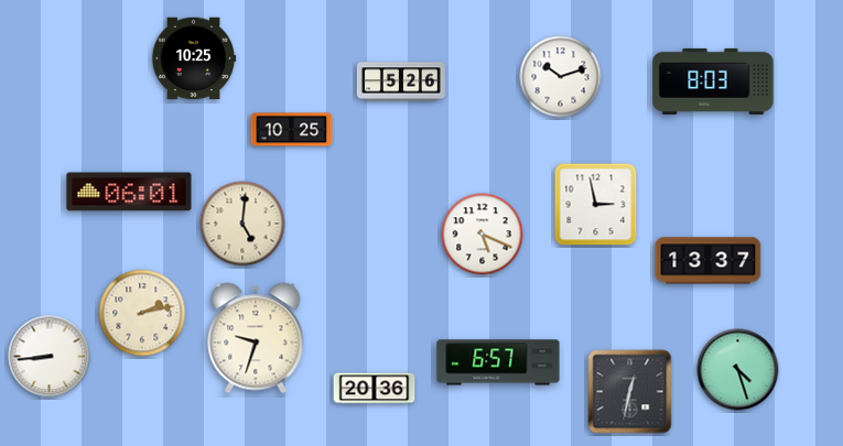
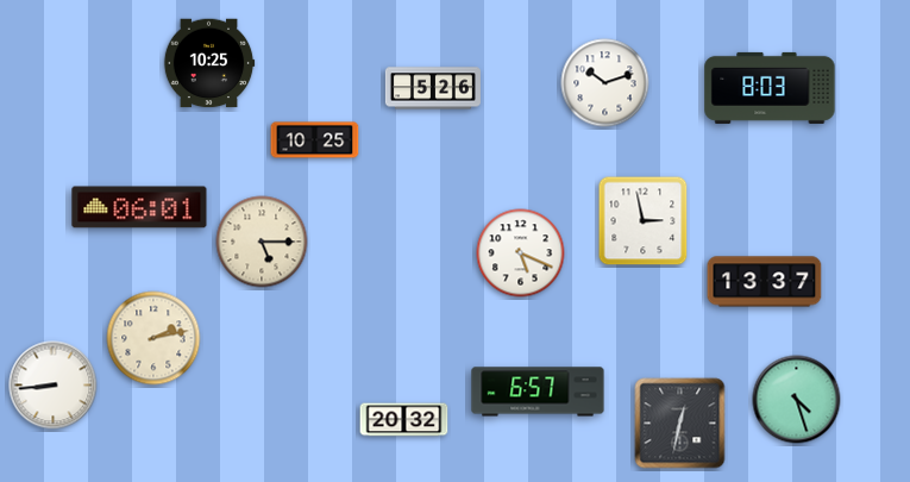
clock at (242, 224): 5:01 -> 5:15
clock at (256, 338): 9:33 -> none
clock at (375, 389): 20:36 -> 20:32
